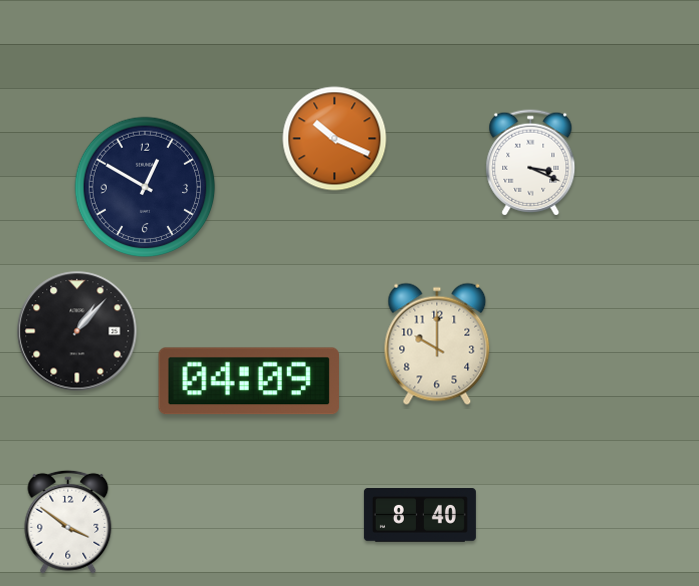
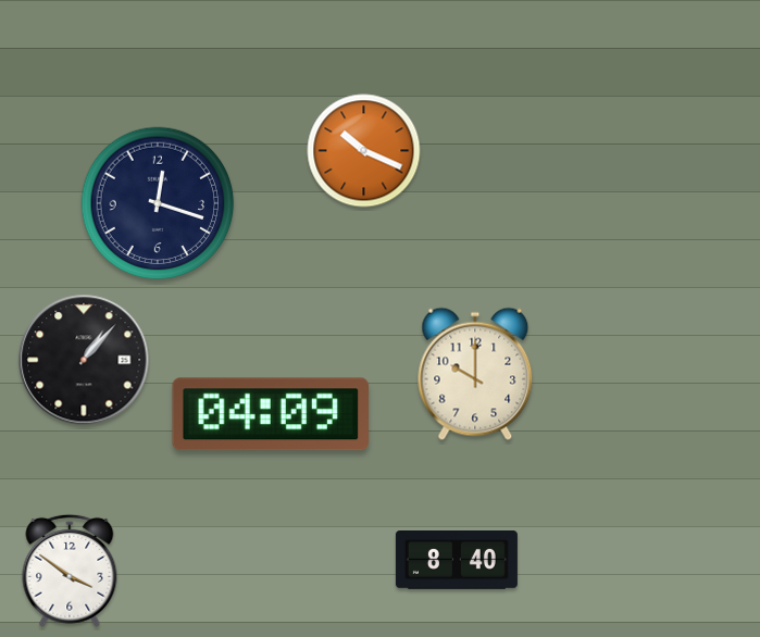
clock at (531, 163): 3:19 -> none
clock at (145, 187): 12:50 -> 12:18
clock at (68, 522) position: (68, 522) -> (70, 571)
